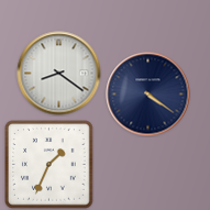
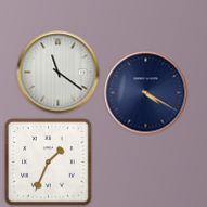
clock at (59, 74): 8:21 -> 11:21
clock at (148, 95): 4:21 -> 4:20
